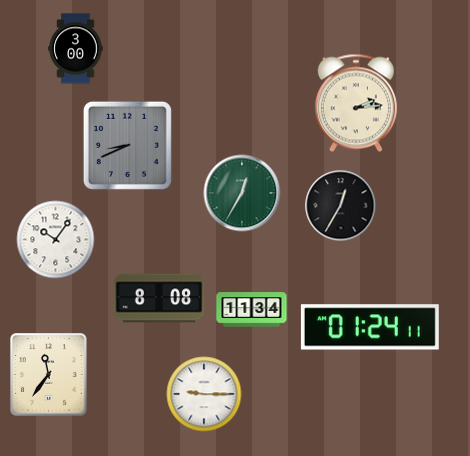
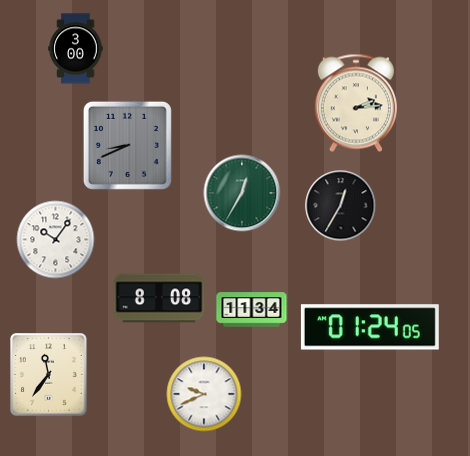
clock at (370, 327): 01:24:11 -> 01:24:05
clock at (204, 394): 9:15 -> 9:41
